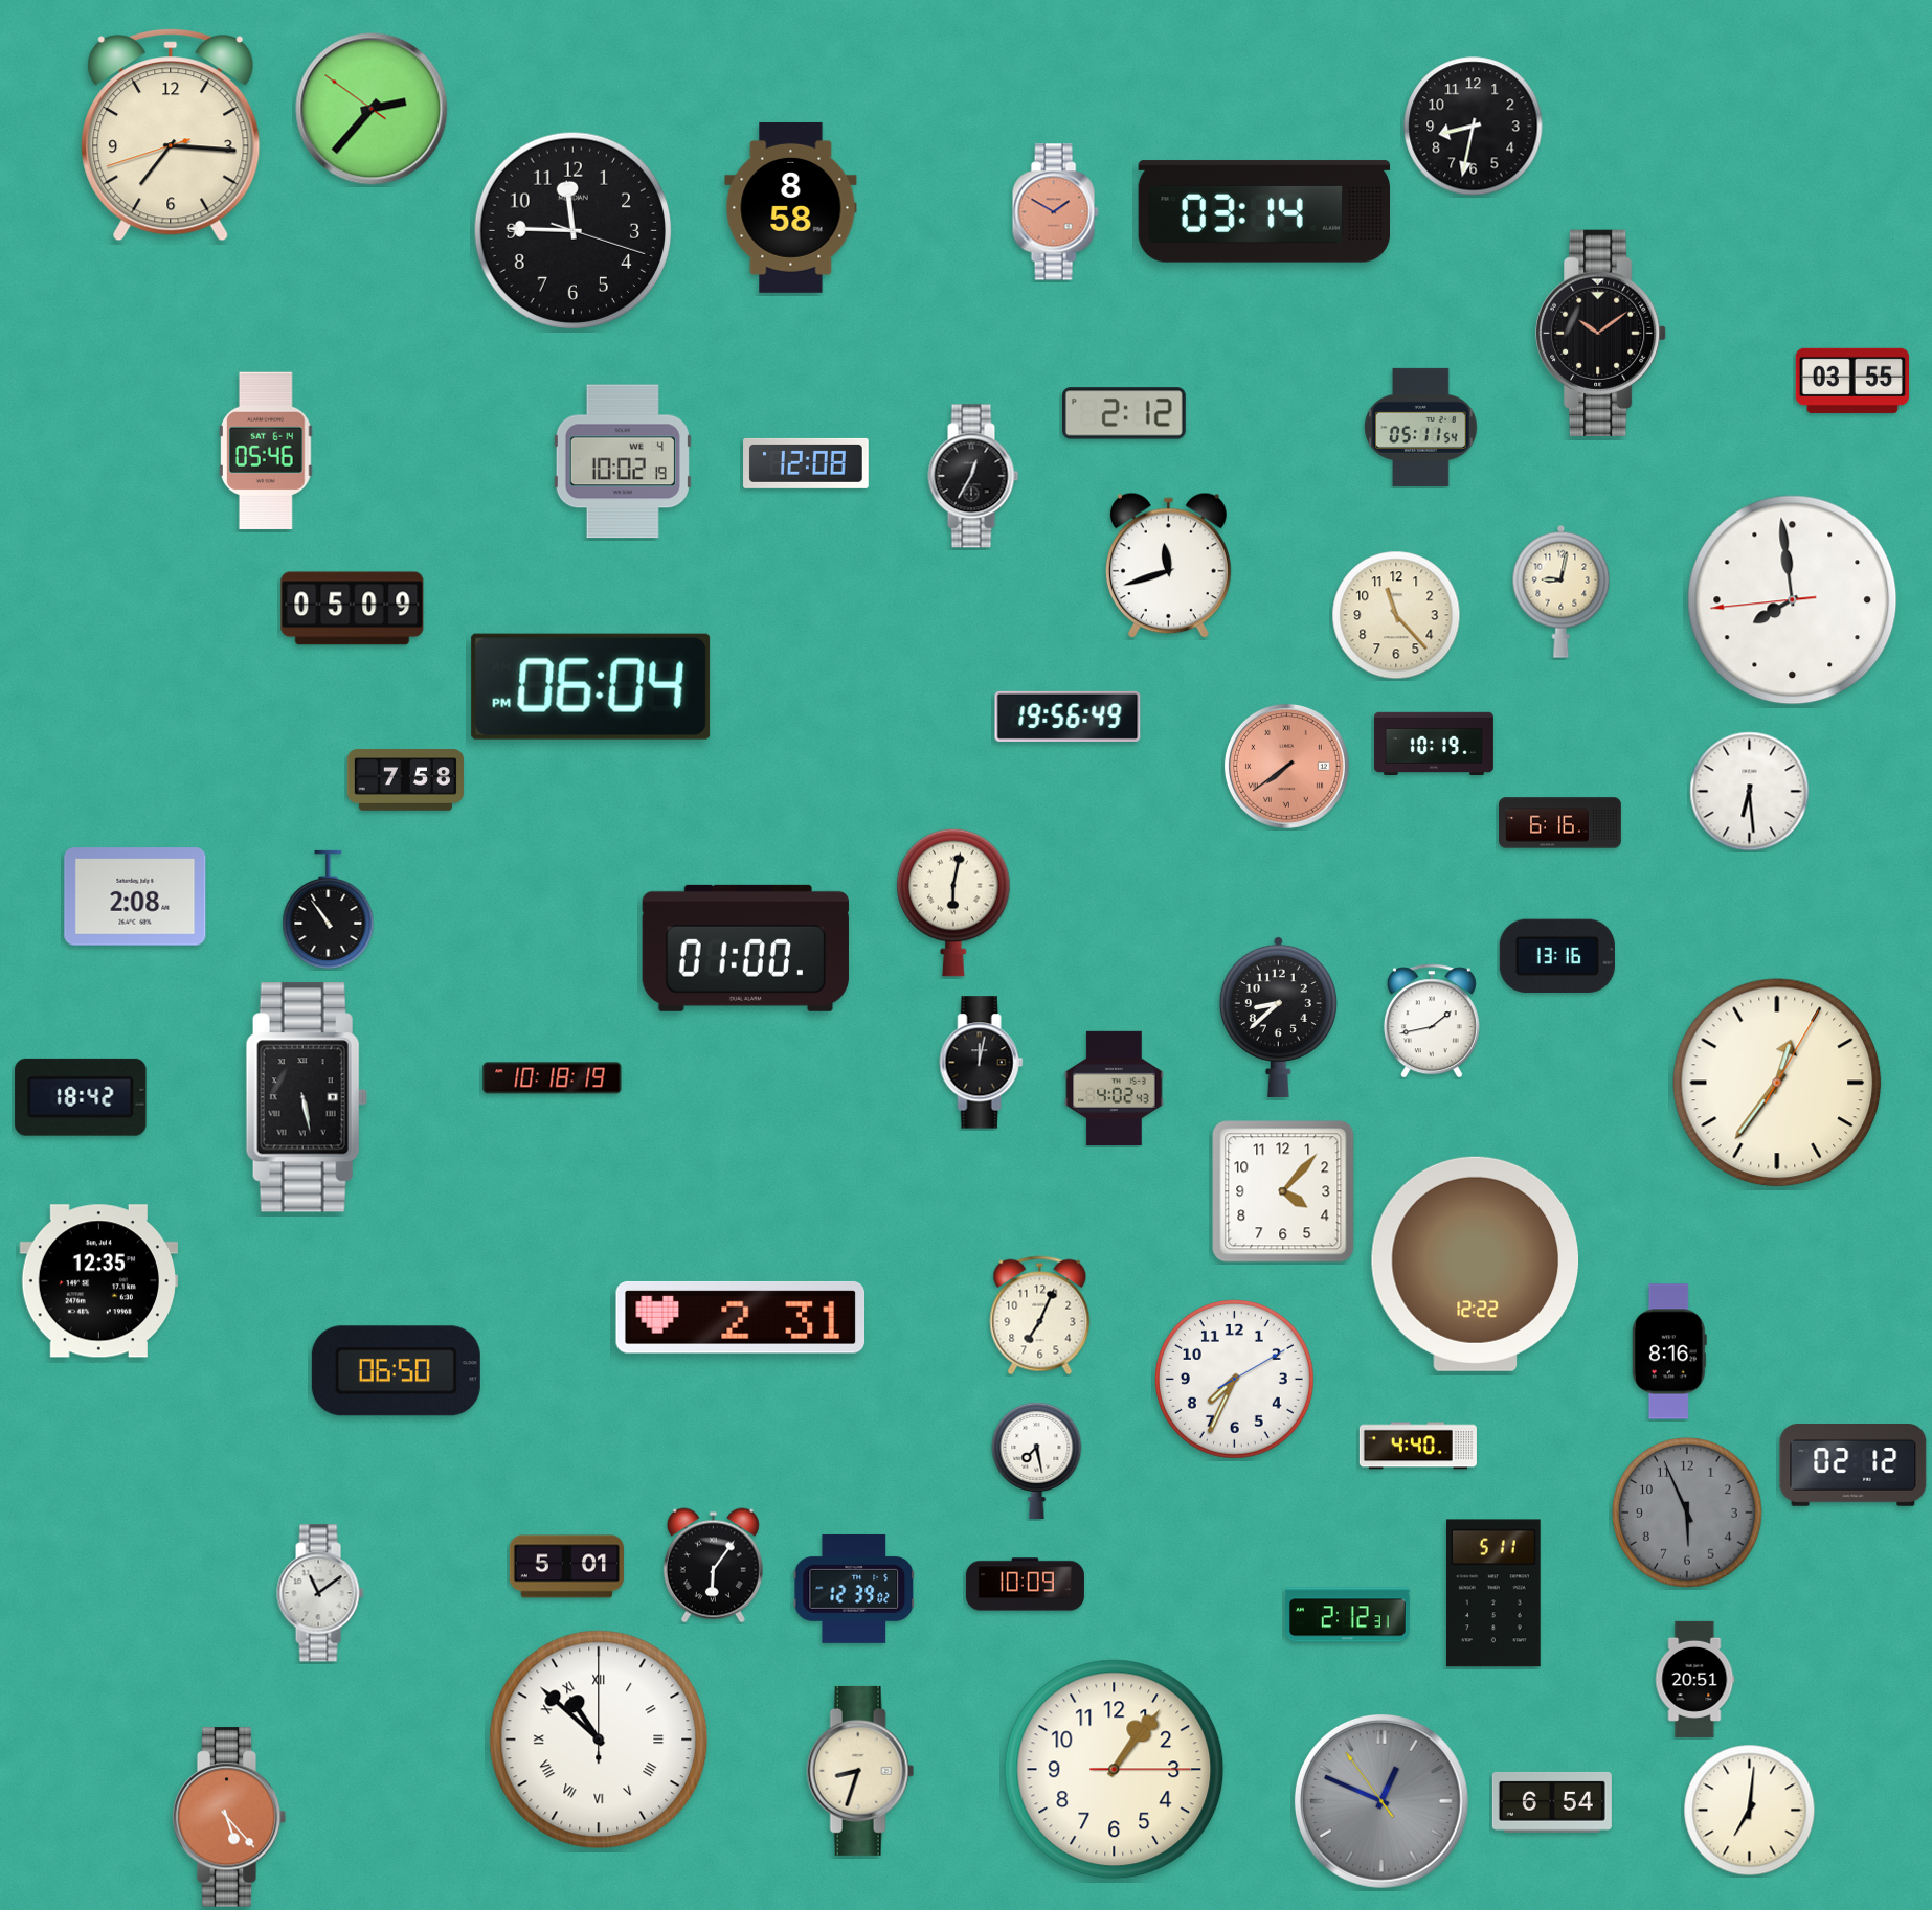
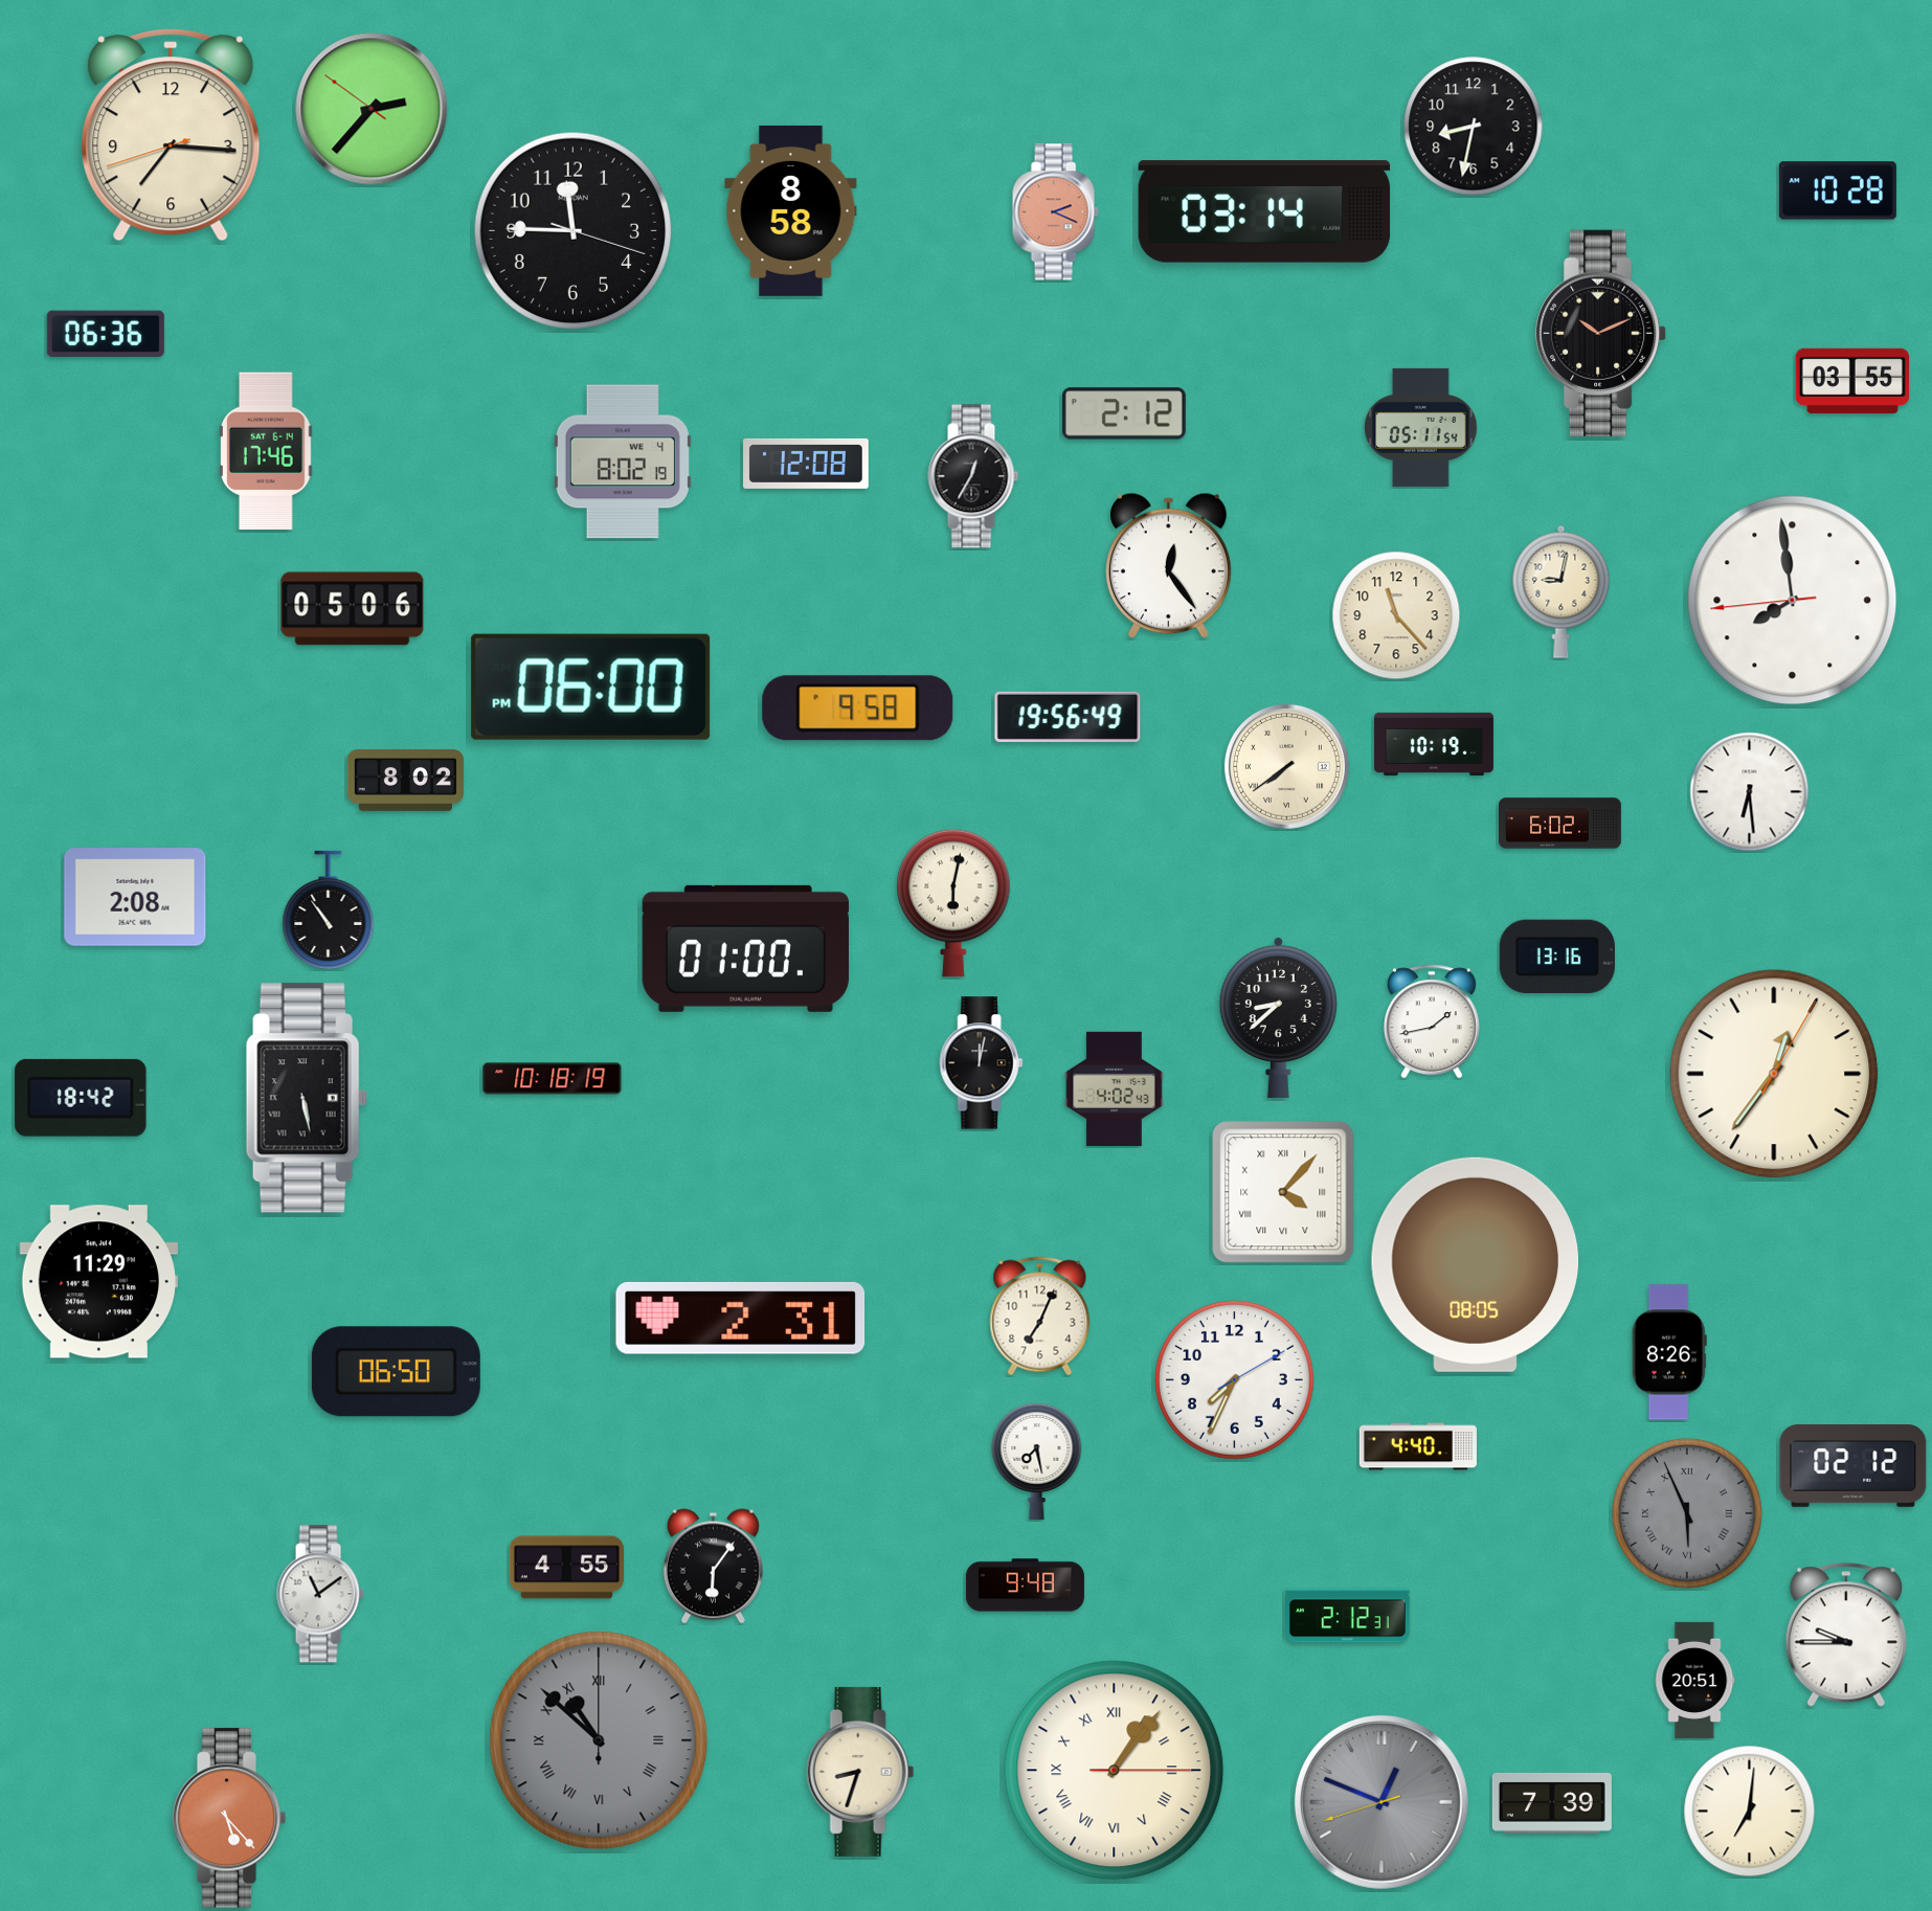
clock at (1838, 190): none -> 10:28
clock at (791, 207) position: (791, 207) -> (791, 210)
clock at (1055, 212): 1:50 -> 2:19
clock at (1602, 333): 10:09 -> 10:11
clock at (106, 334): none -> 06:36
clock at (266, 451): 05:46 -> 17:46
clock at (623, 461): 10:02 -> 8:02
clock at (1168, 566): 11:42 -> 12:24
clock at (353, 609): 05:09 -> 05:06
clock at (591, 686): 06:04 -> 06:00
clock at (858, 709): none -> 9:58
clock at (1286, 766) dial: salmon -> cream
clock at (405, 780): 7:58 -> 8:02
clock at (1560, 823): 6:16 -> 6:02
clock at (1777, 1083) position: (1777, 1083) -> (1774, 1074)
clock at (1283, 1191) numerals: Arabic -> Roman
clock at (1475, 1264): 12:22 -> 08:05
clock at (98, 1281): 12:35 -> 11:29
clock at (1669, 1351): 8:16 -> 8:26
clock at (1687, 1513) numerals: Arabic -> Roman
clock at (566, 1567): 5:01 -> 4:55
clock at (1025, 1585): 10:09 -> 9:48
clock at (854, 1589): 12:39 -> none
clock at (1493, 1593): 5:11 -> none
clock at (1846, 1635): none -> 9:45
clock at (599, 1740) dial: white -> grey
clock at (1115, 1770) numerals: Arabic -> Roman
clock at (1381, 1801): 12:48:54 -> 12:48:42
clock at (1552, 1802): 6:54 -> 7:39
